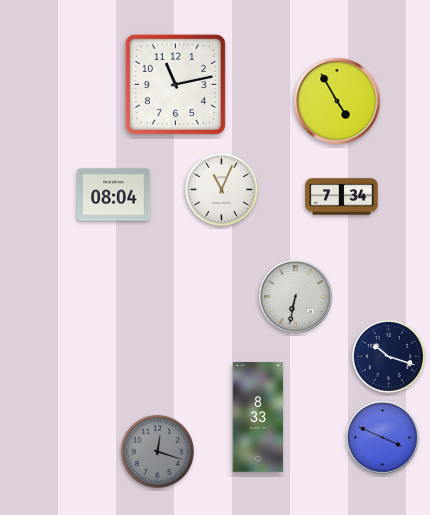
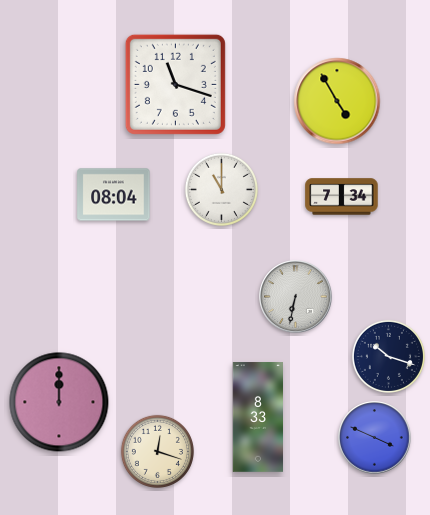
clock at (175, 84): 11:13 -> 11:18
clock at (221, 189): 11:04 -> 11:00
clock at (59, 402): none -> 12:00
clock at (383, 438) position: (383, 438) -> (375, 438)
clock at (157, 451) dial: grey -> cream
